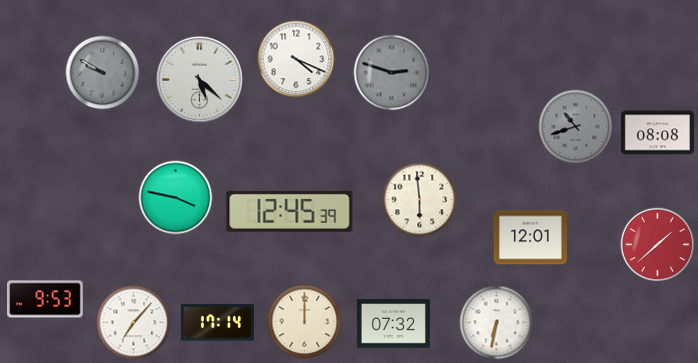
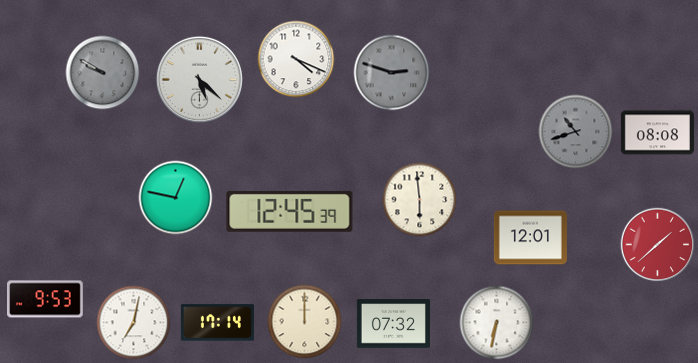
clock at (576, 127) position: (576, 127) -> (576, 132)
clock at (176, 198): 3:47 -> 12:47
clock at (134, 323): 7:07 -> 7:02
